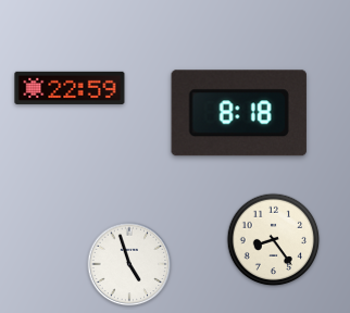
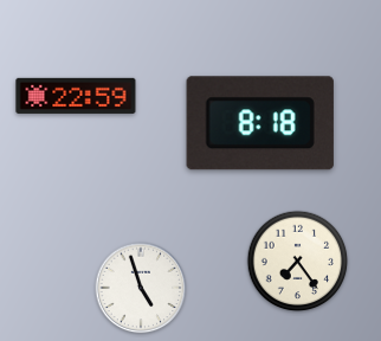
clock at (274, 240): 8:24 -> 7:24
